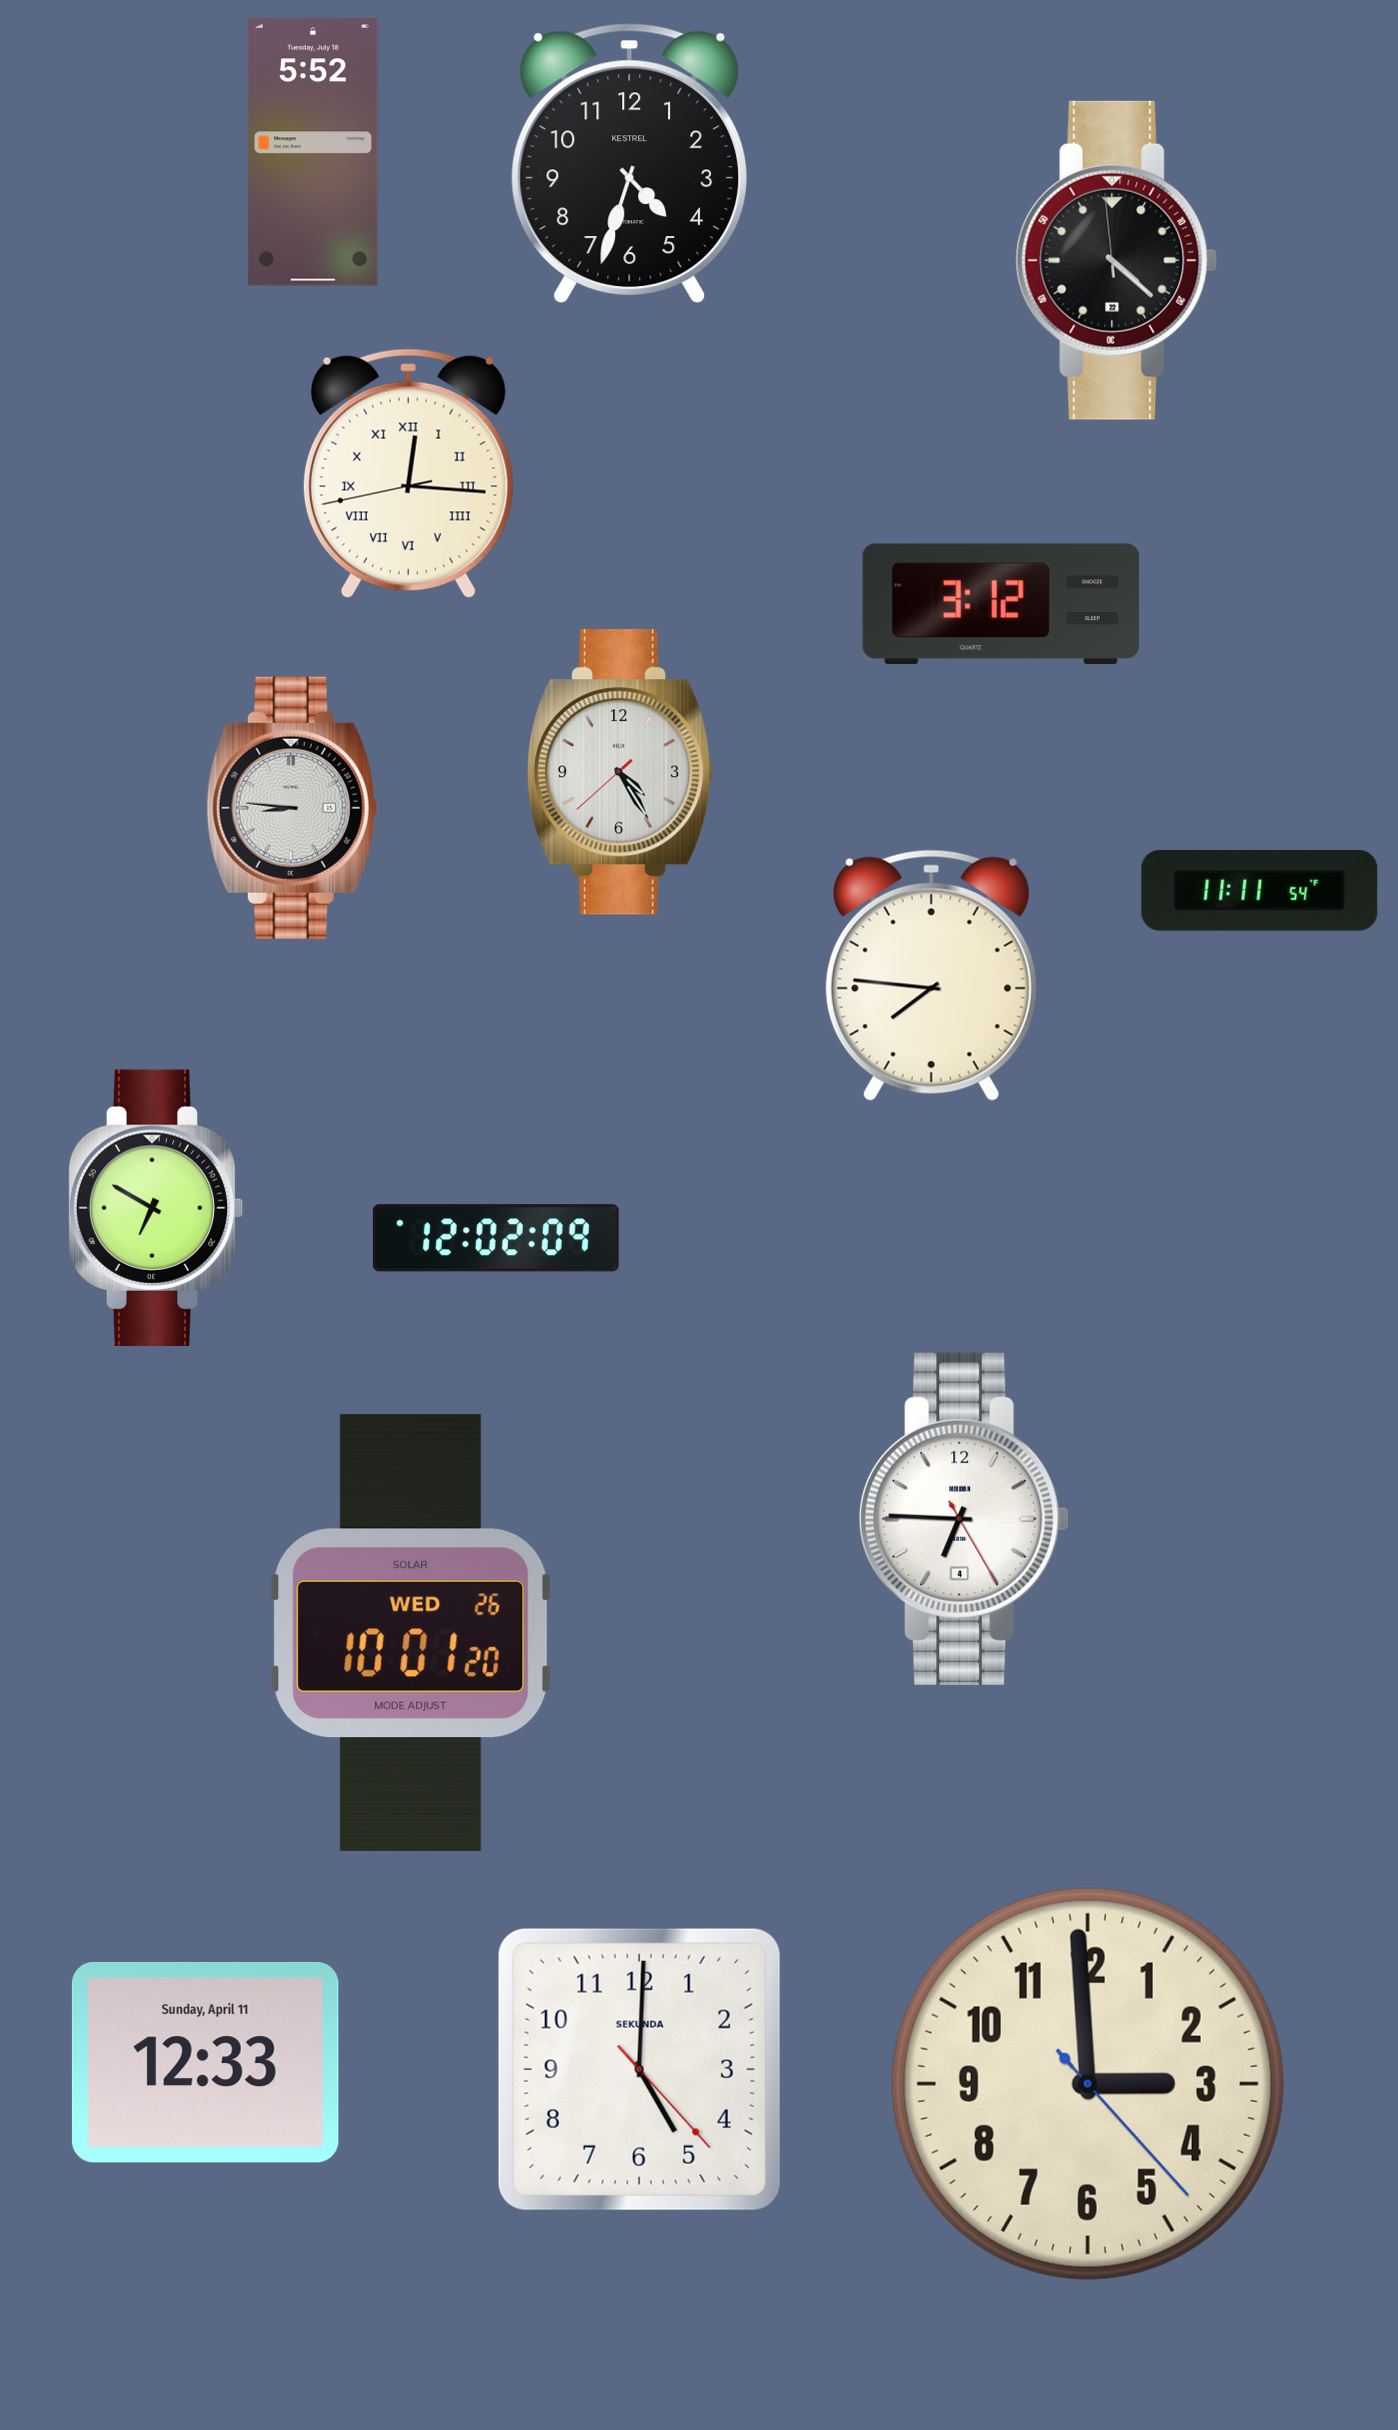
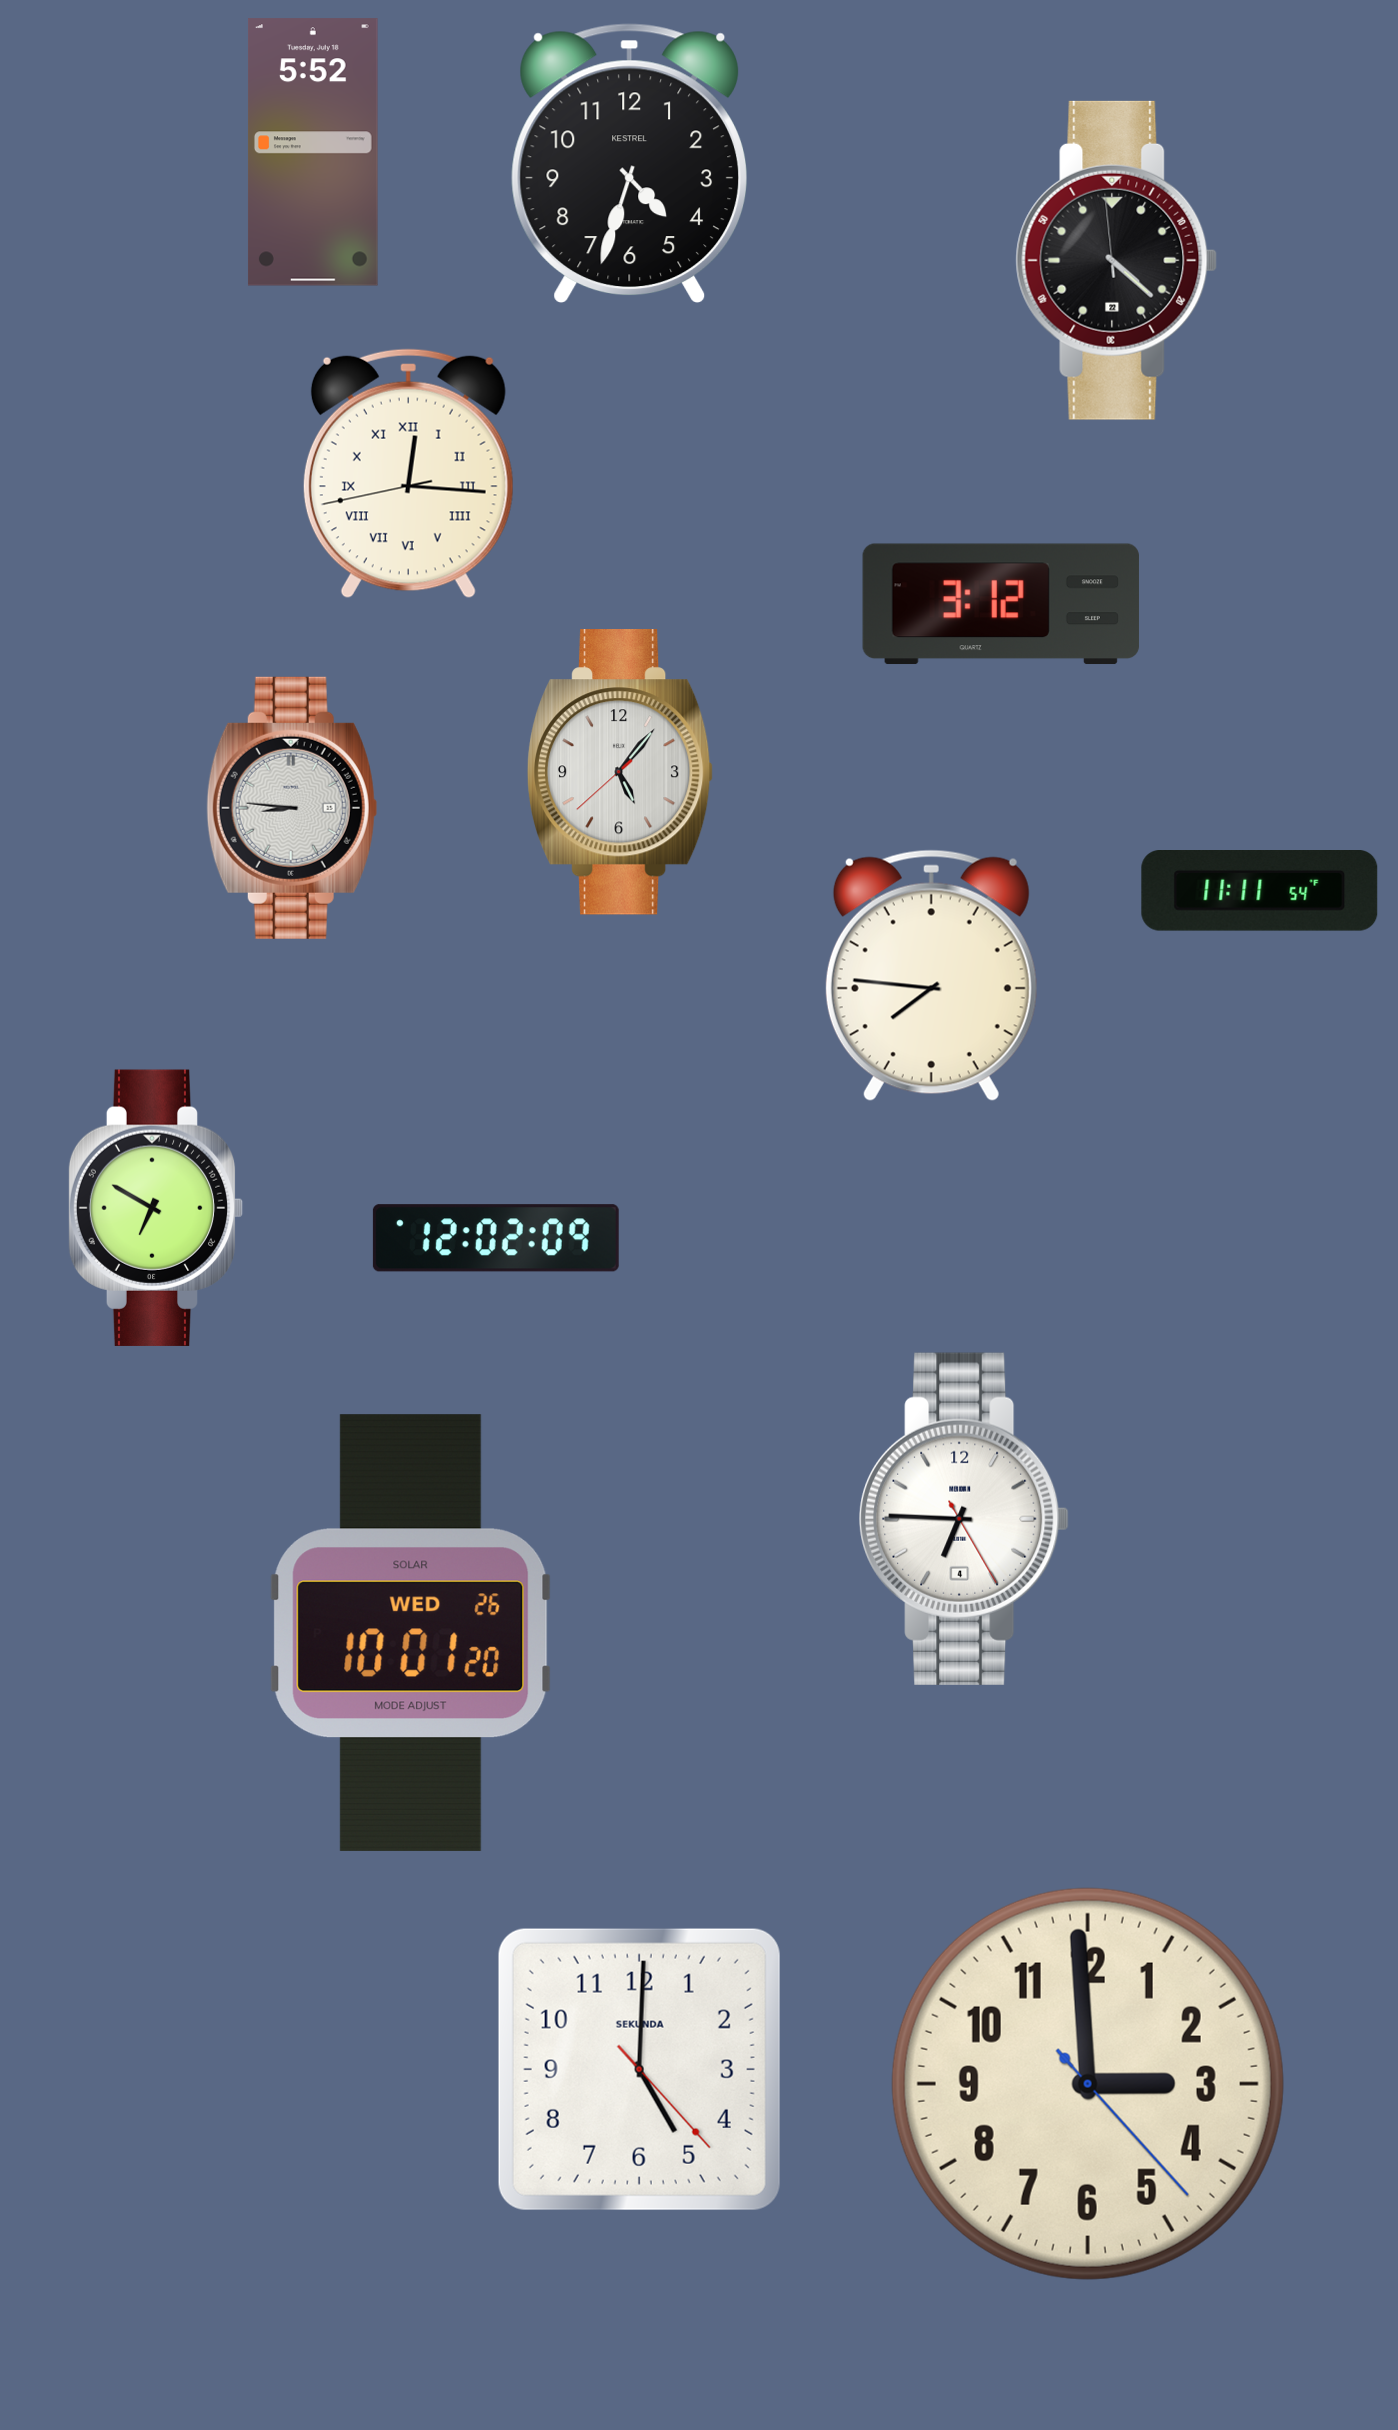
clock at (620, 773): 4:24 -> 5:06
clock at (205, 2062): 12:33 -> none
